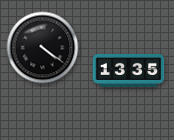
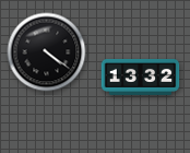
clock at (129, 70): 13:35 -> 13:32
